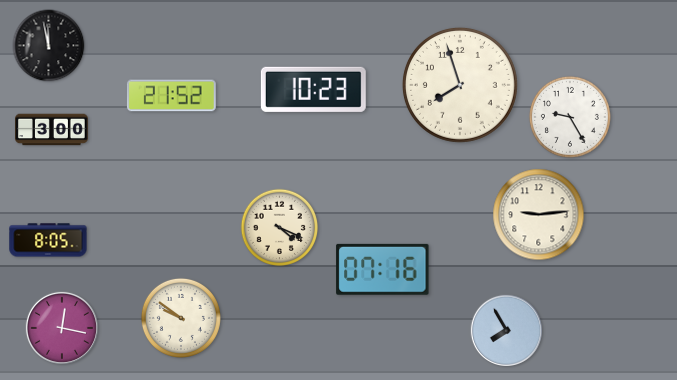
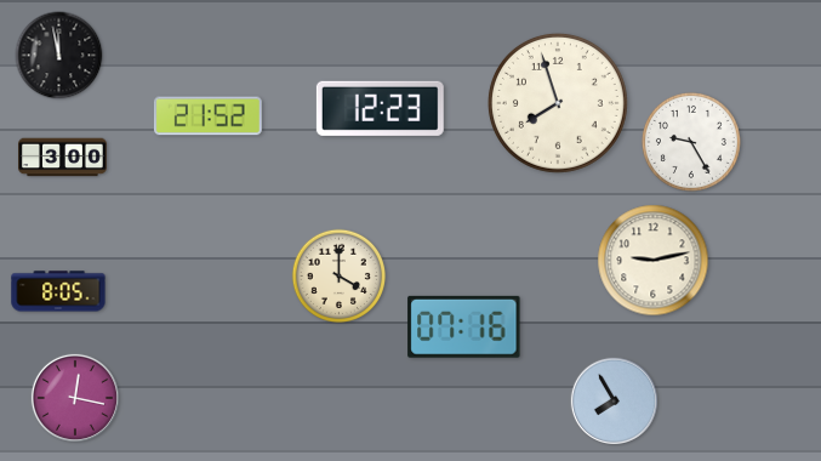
clock at (313, 89): 10:23 -> 12:23
clock at (539, 215): 9:14 -> 9:13
clock at (280, 228): 4:19 -> 4:00
clock at (181, 318): 9:51 -> none
